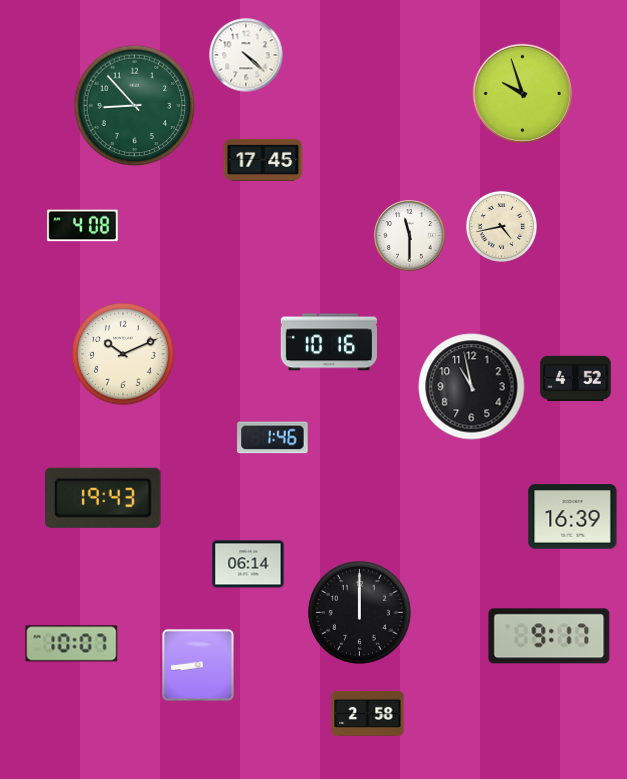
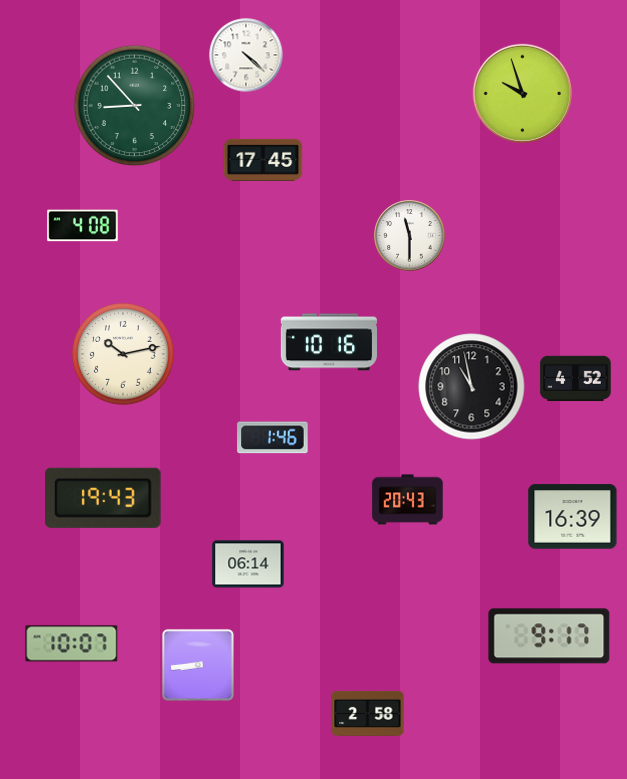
clock at (501, 226): 4:43 -> none
clock at (123, 355): 10:11 -> 10:13
clock at (408, 500): none -> 20:43
clock at (360, 613): 12:00 -> none
